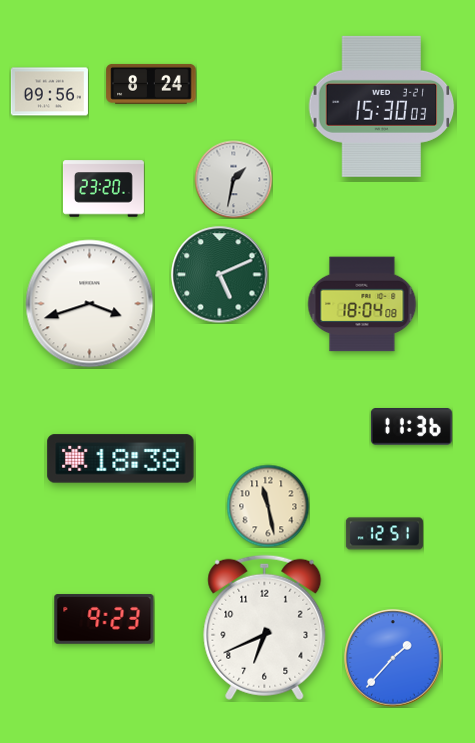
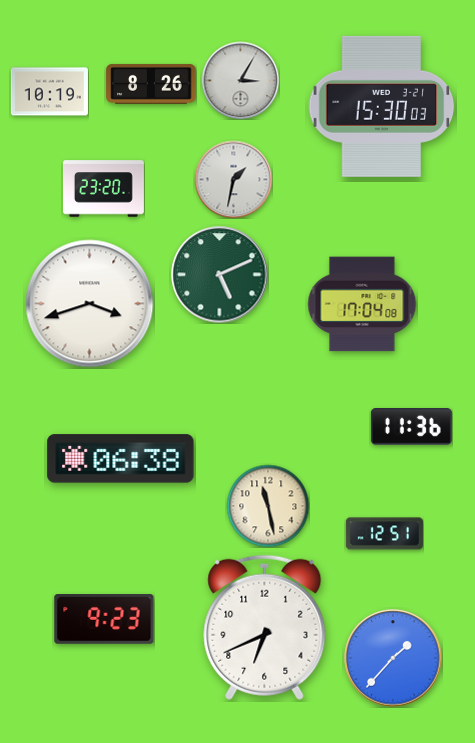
clock at (240, 80): none -> 3:05
clock at (151, 84): 8:24 -> 8:26
clock at (49, 92): 09:56 -> 10:19
clock at (362, 304): 18:04 -> 17:04
clock at (121, 459): 18:38 -> 06:38
